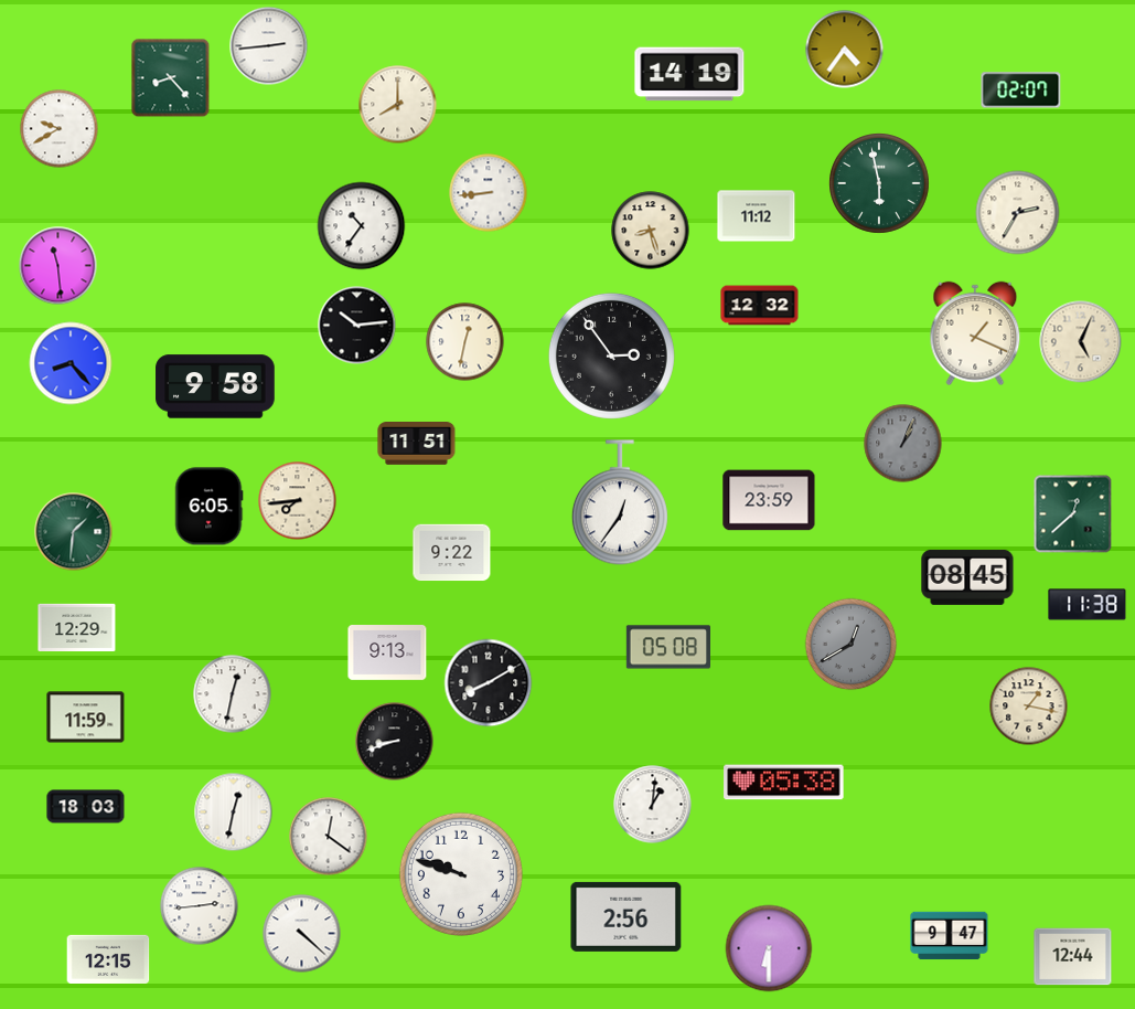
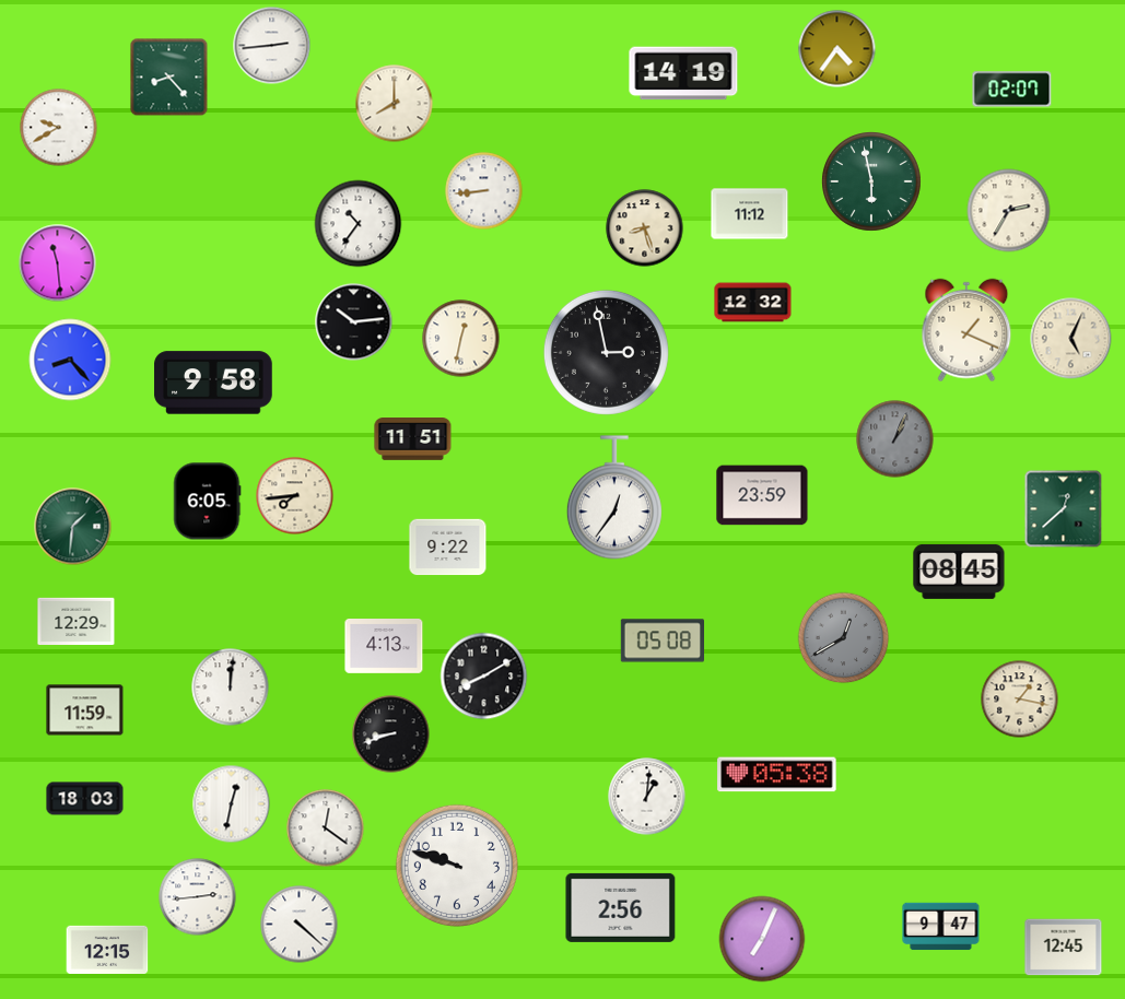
clock at (269, 46) position: (269, 46) -> (272, 46)
clock at (611, 355): 2:54 -> 2:58
clock at (1088, 605): 11:38 -> none
clock at (387, 654): 9:13 -> 4:13
clock at (233, 694): 12:32 -> 12:01
clock at (769, 948): 6:30 -> 7:04
clock at (1073, 957): 12:44 -> 12:45
